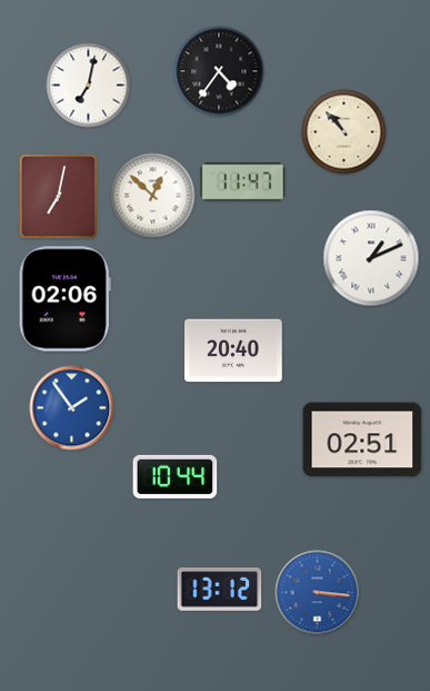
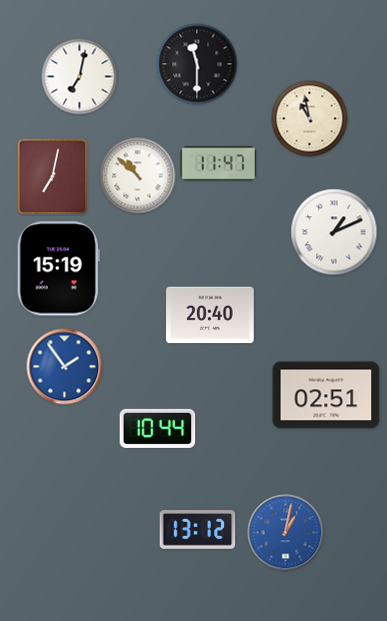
clock at (219, 71): 4:36 -> 11:30
clock at (344, 132): 10:53 -> 10:58
clock at (153, 196): 12:52 -> 10:52
clock at (64, 299): 02:06 -> 15:19
clock at (318, 593): 3:16 -> 1:02
